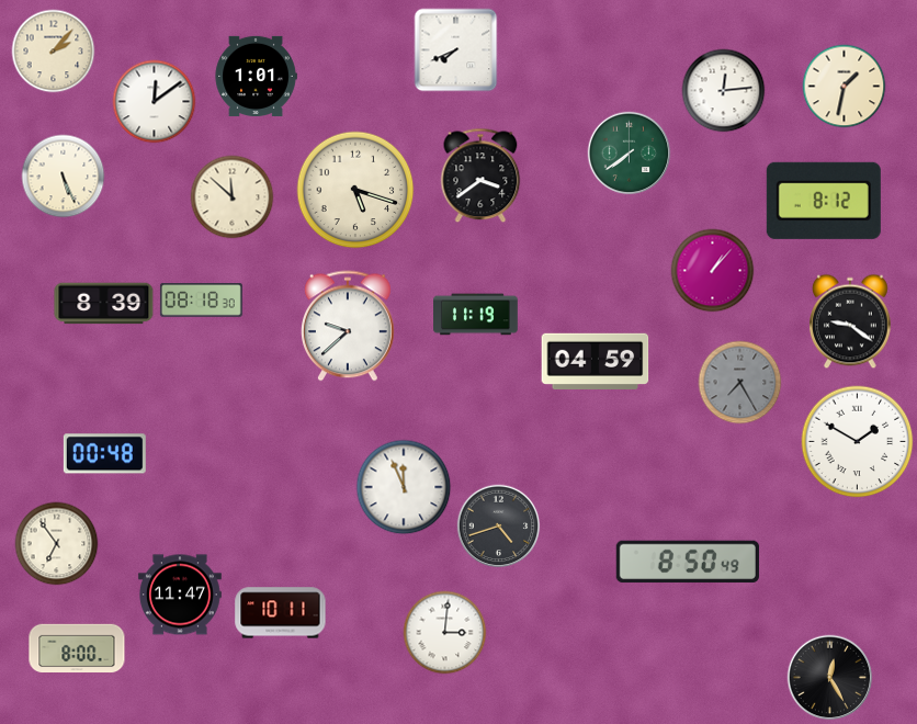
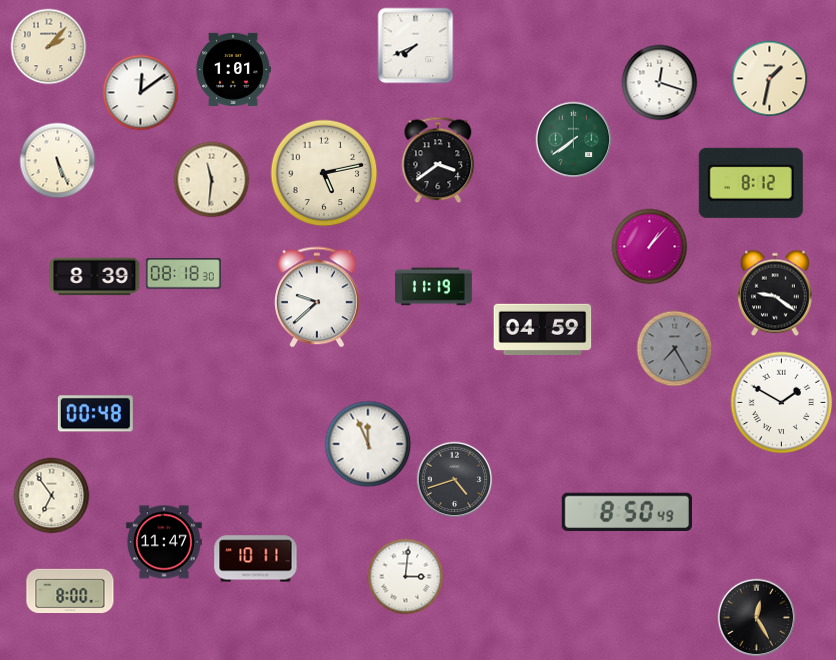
clock at (724, 91): 12:14 -> 12:18
clock at (355, 190): 5:18 -> 5:13
clock at (233, 197): 11:52 -> 11:31
